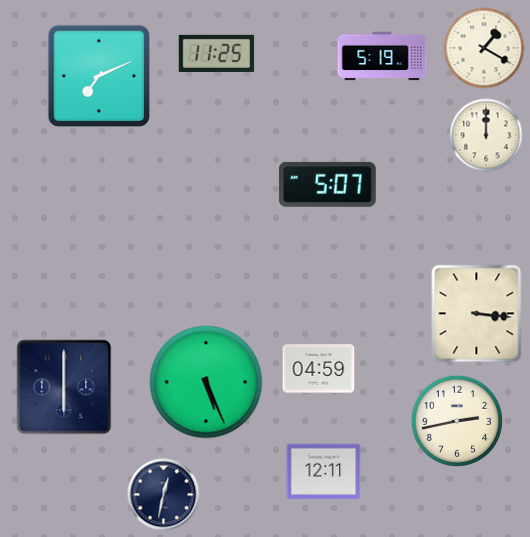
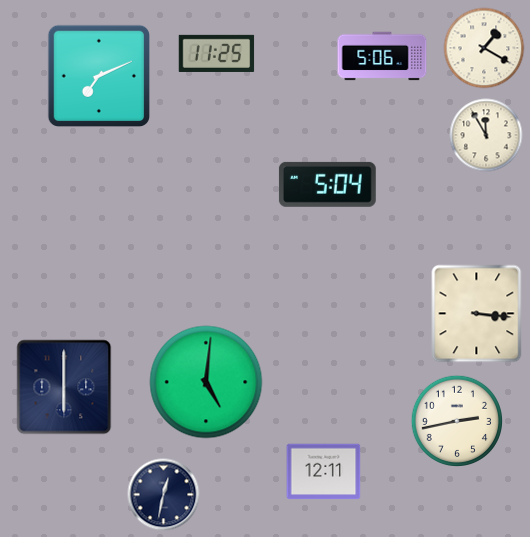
clock at (382, 56): 5:19 -> 5:06
clock at (486, 135): 12:00 -> 11:55
clock at (327, 184): 5:07 -> 5:04
clock at (319, 369): 04:59 -> none
clock at (206, 382): 5:26 -> 5:01
